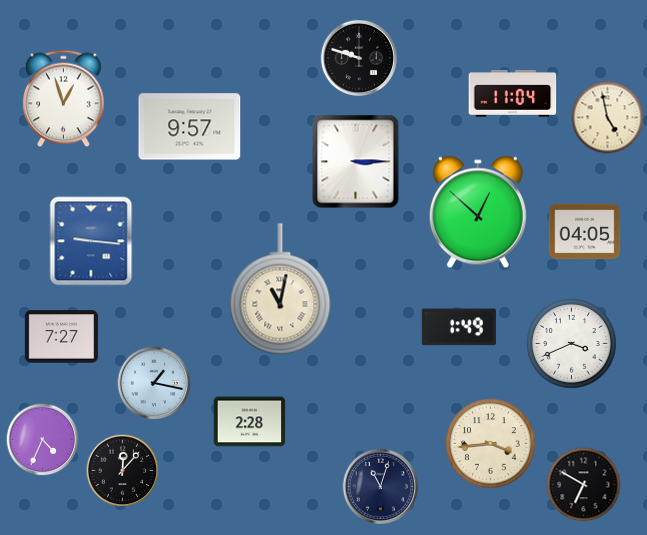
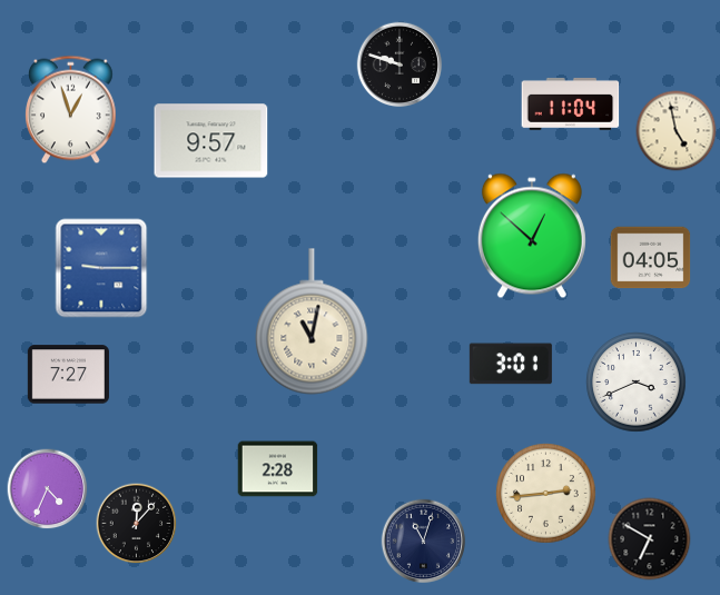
clock at (356, 162): 3:15 -> none
clock at (91, 241): 9:16 -> 9:15
clock at (459, 327): 1:49 -> 3:01
clock at (154, 383): 1:17 -> none
clock at (491, 444): 3:44 -> 2:44
